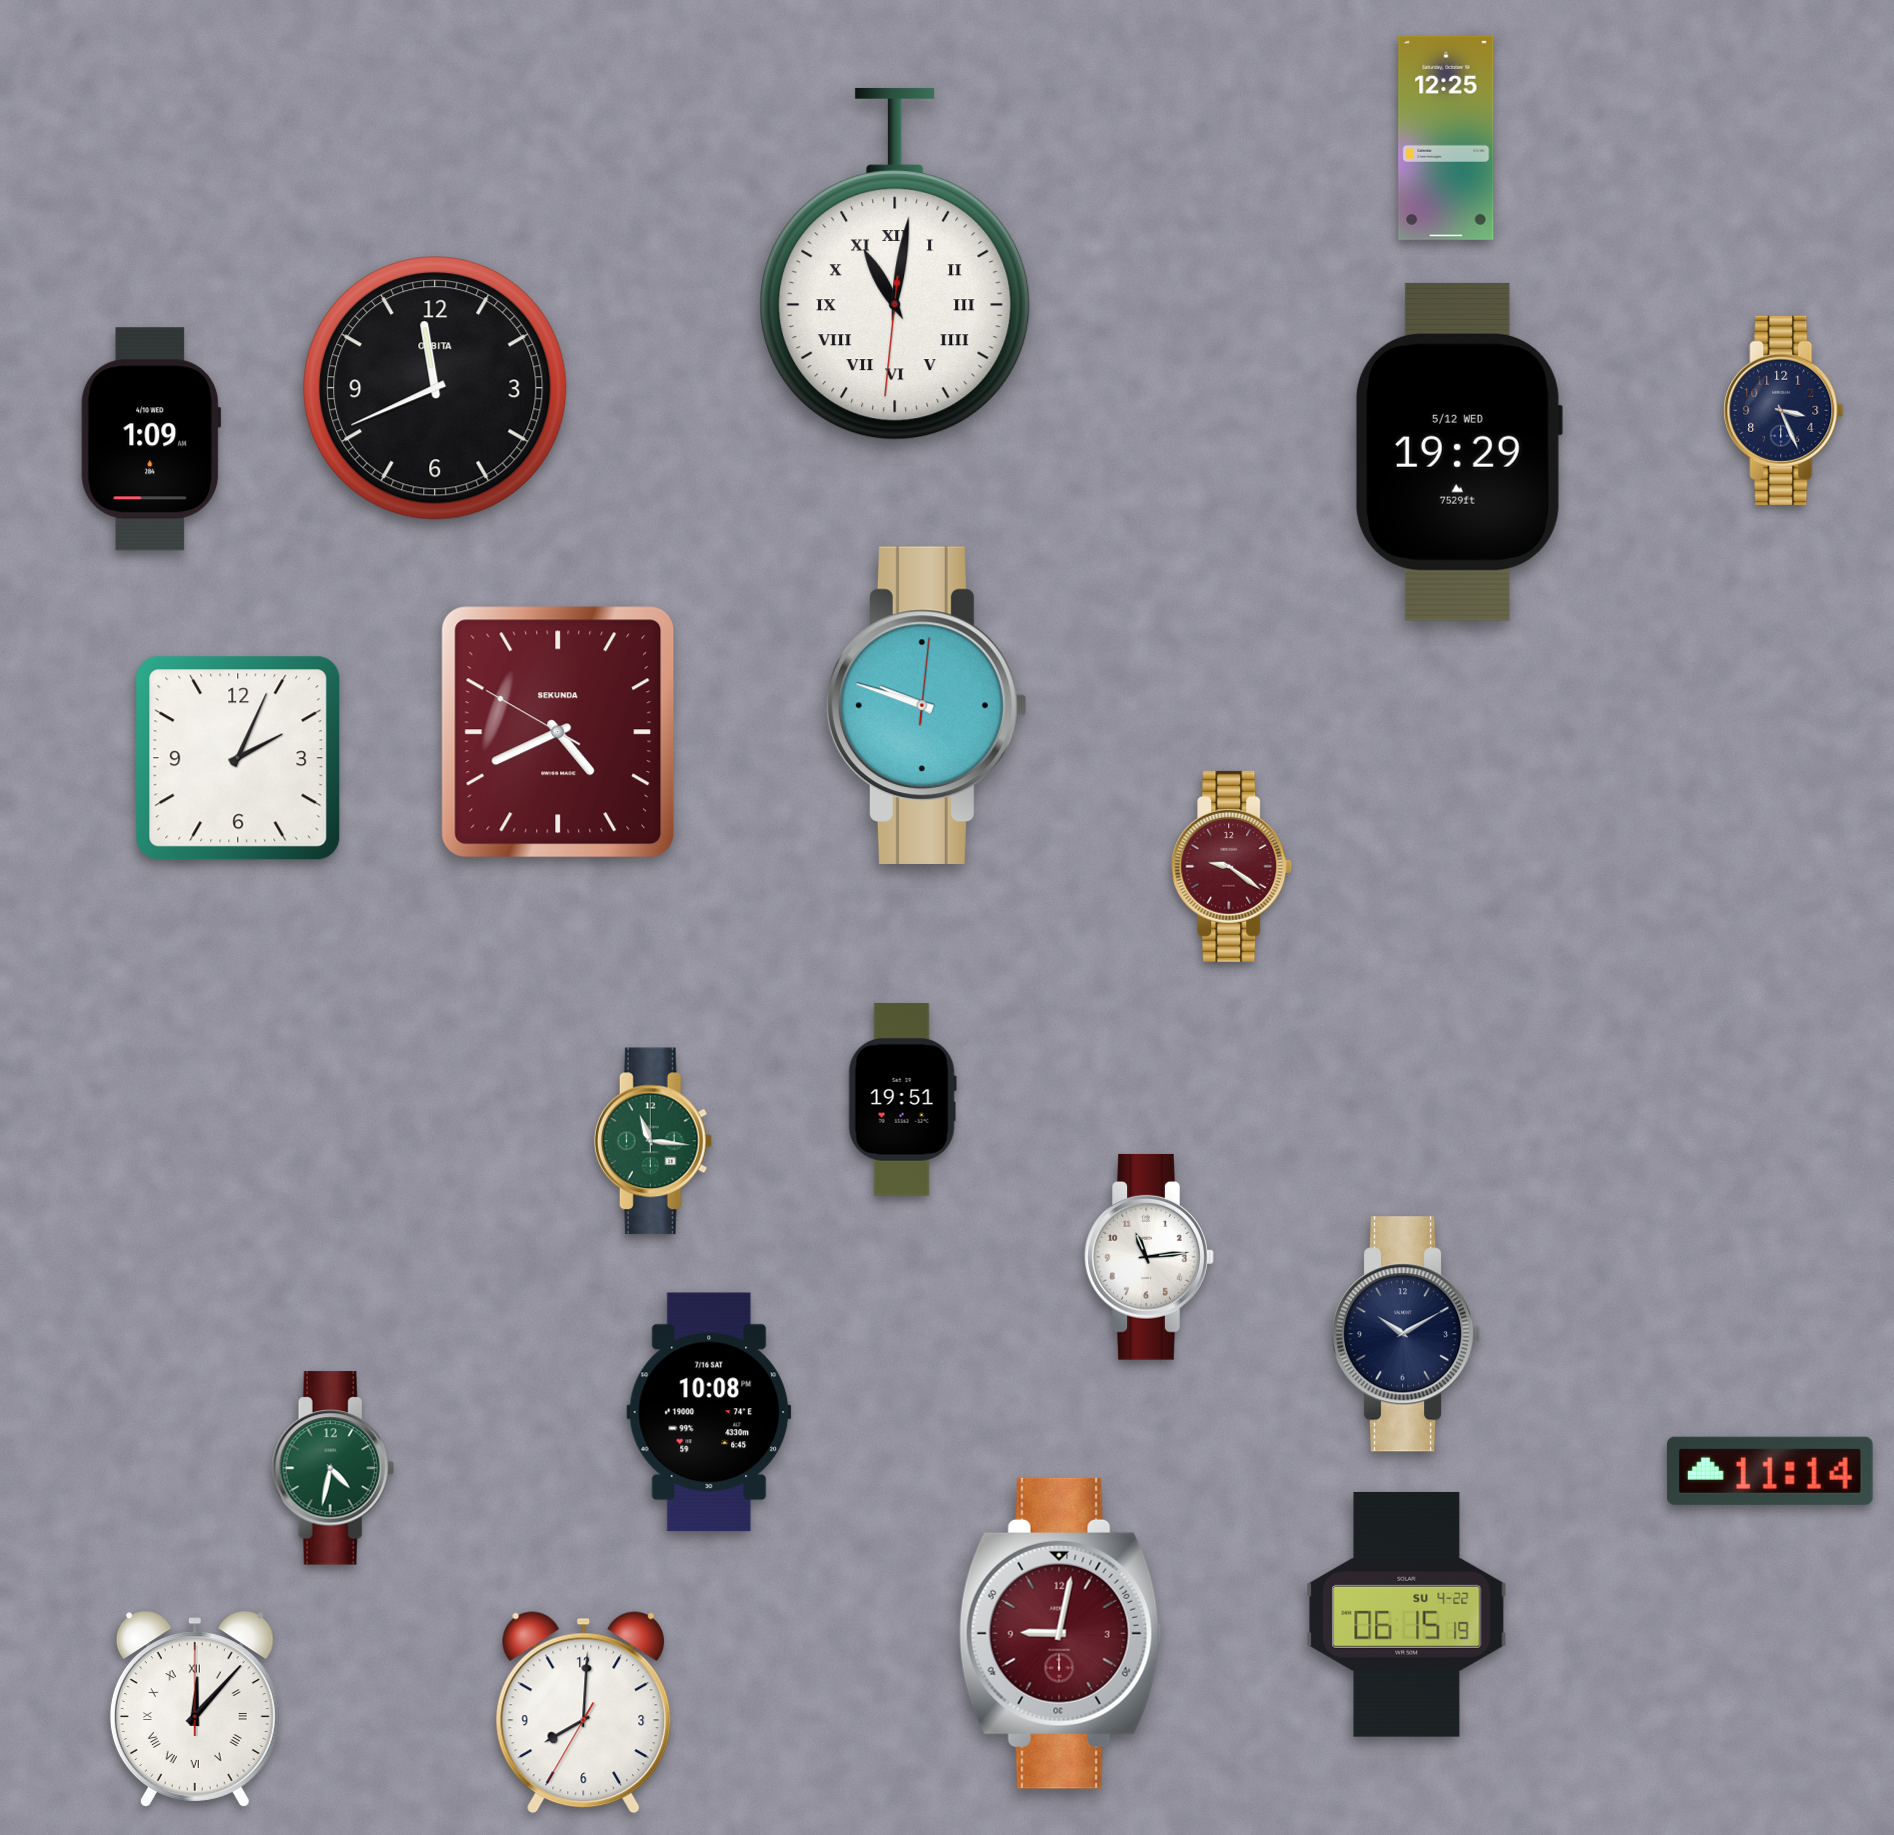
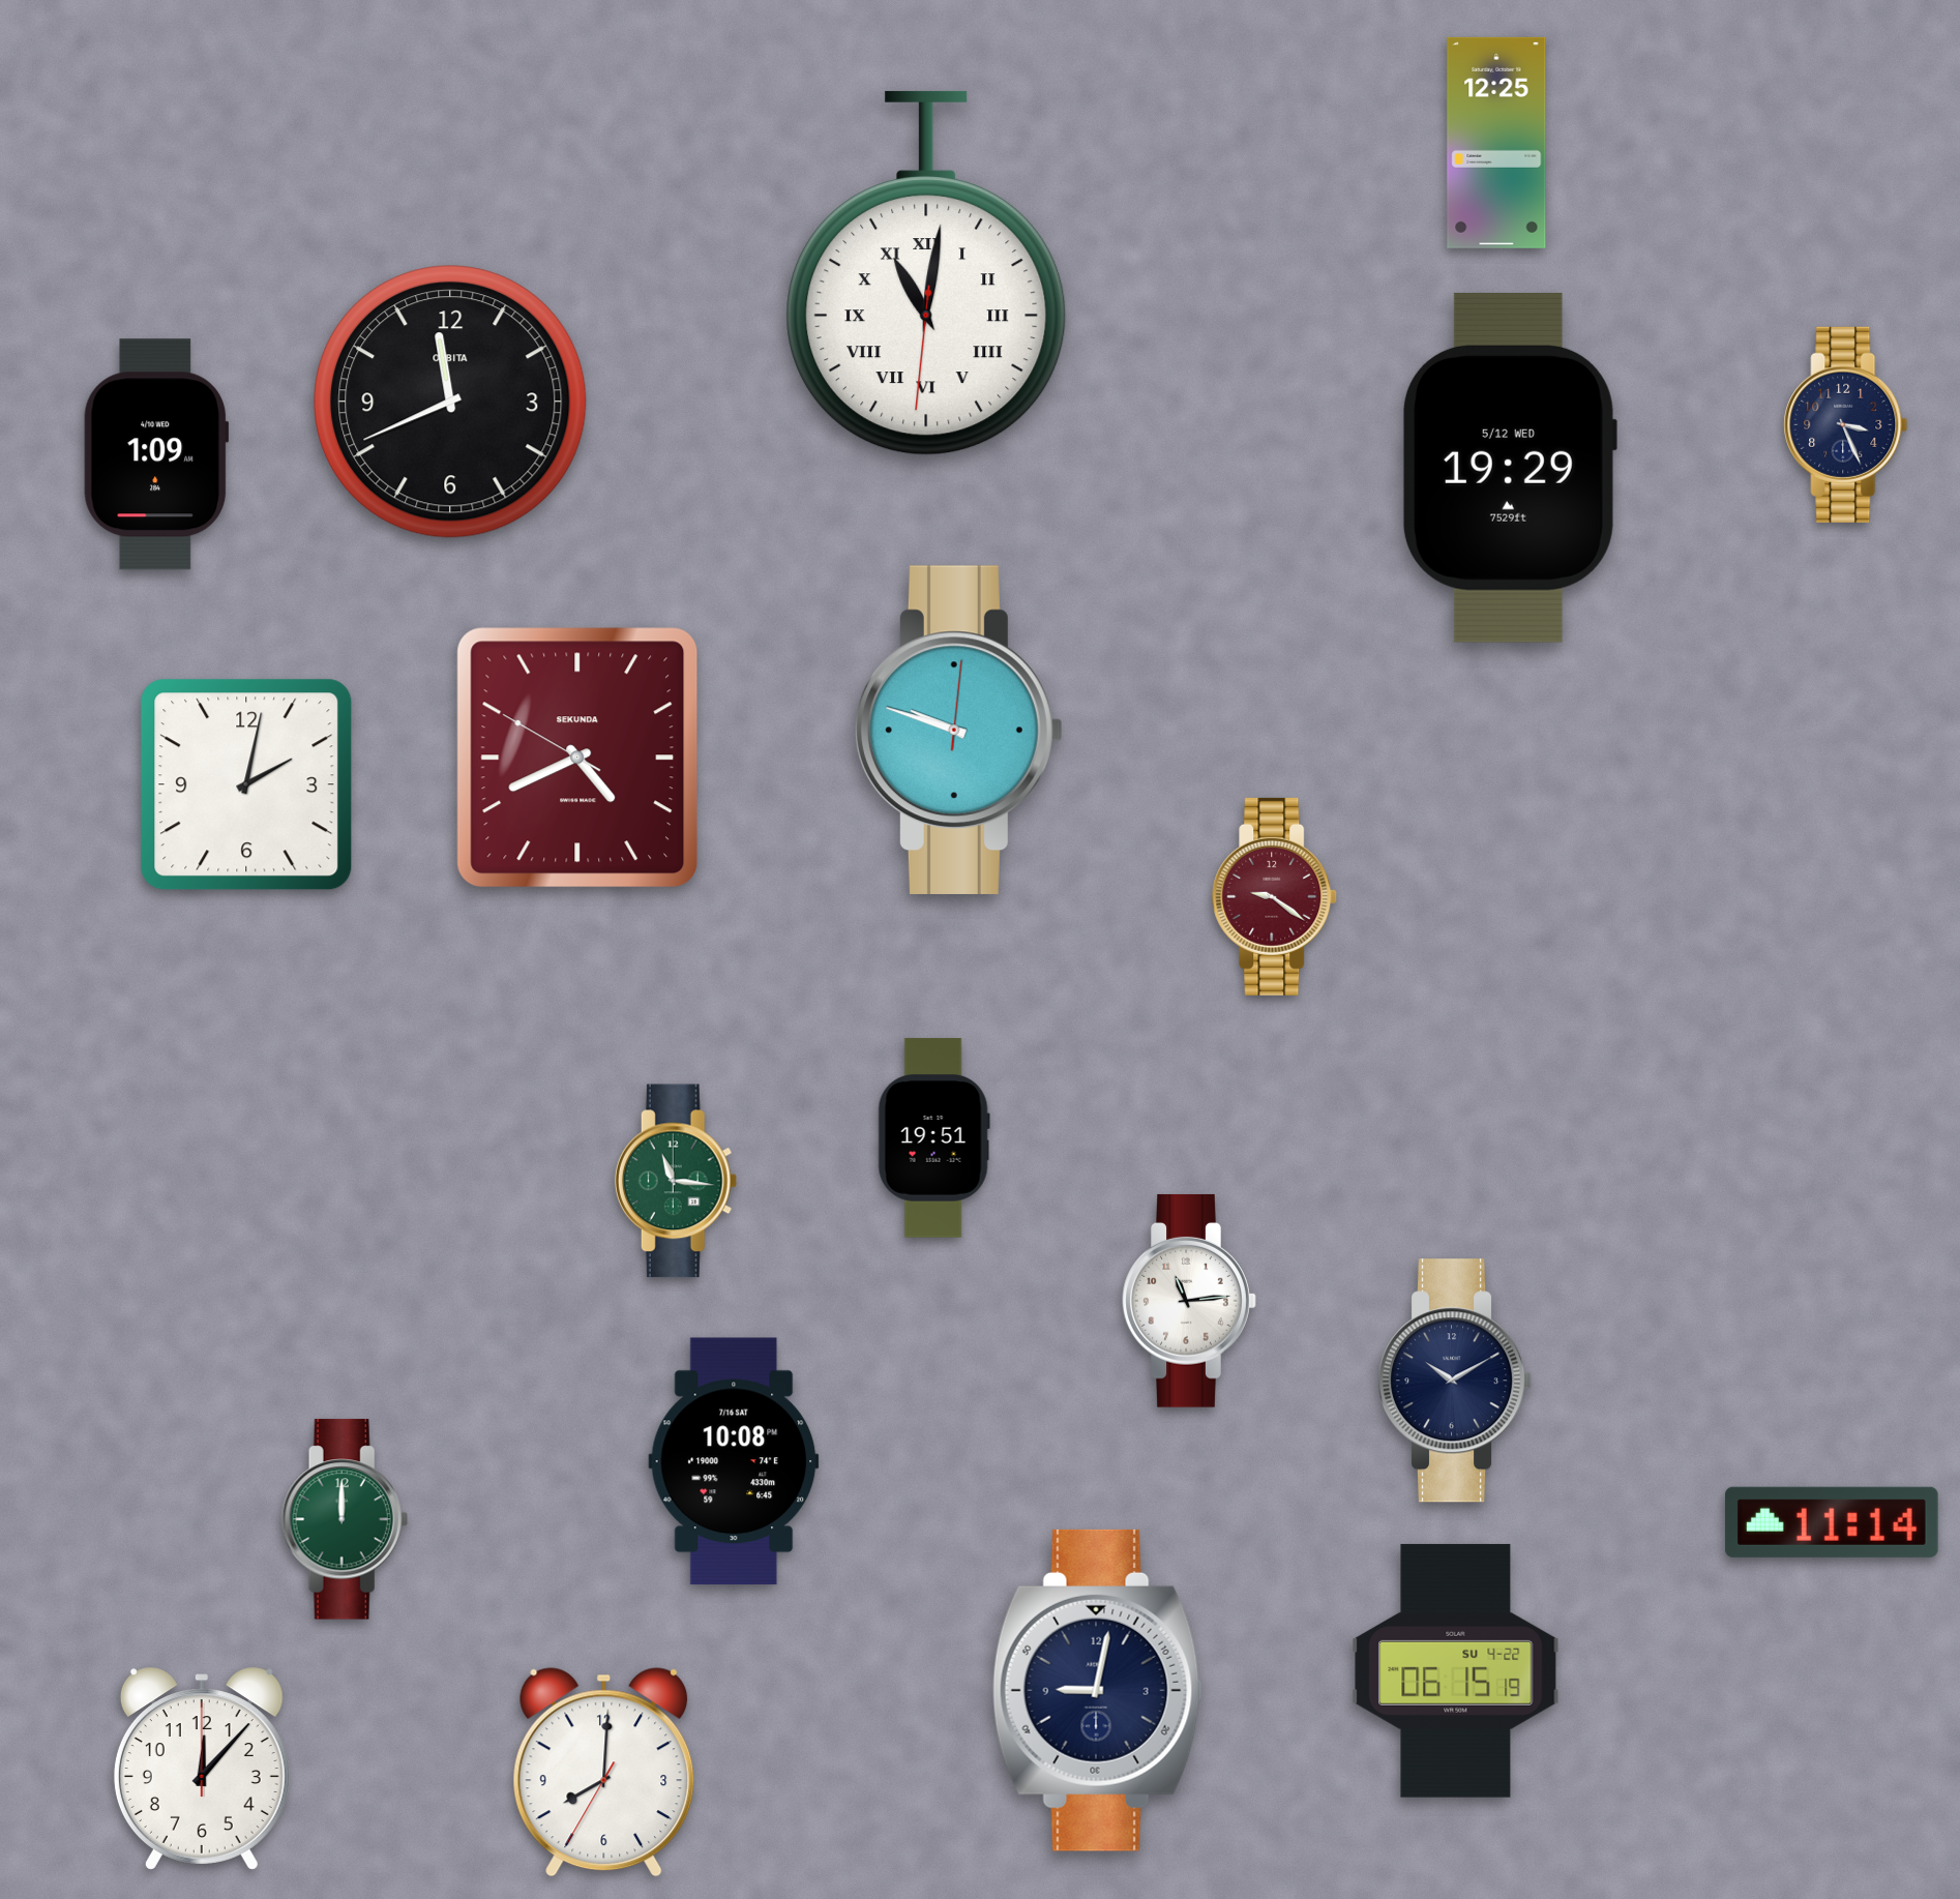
clock at (238, 758): 2:04 -> 2:02
clock at (333, 1468): 4:32 -> 12:00
clock at (1060, 1633) dial: burgundy -> navy
clock at (195, 1709) numerals: Roman -> Arabic
